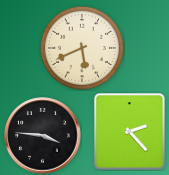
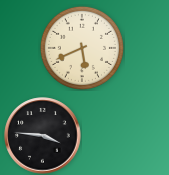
clock at (130, 132): 2:23 -> none
